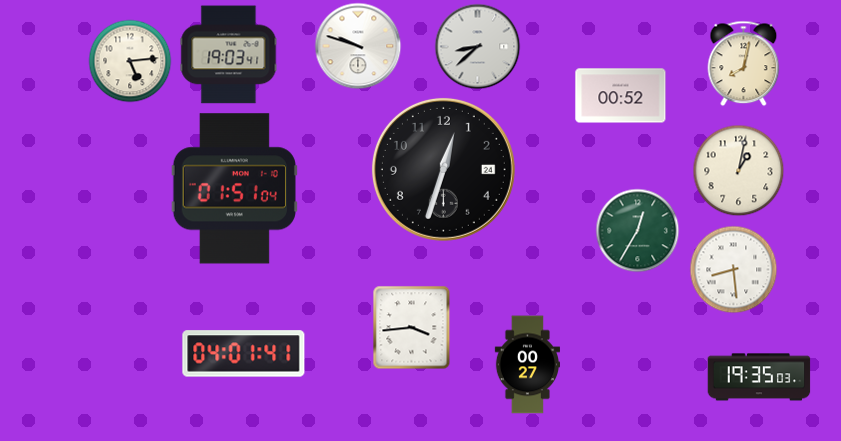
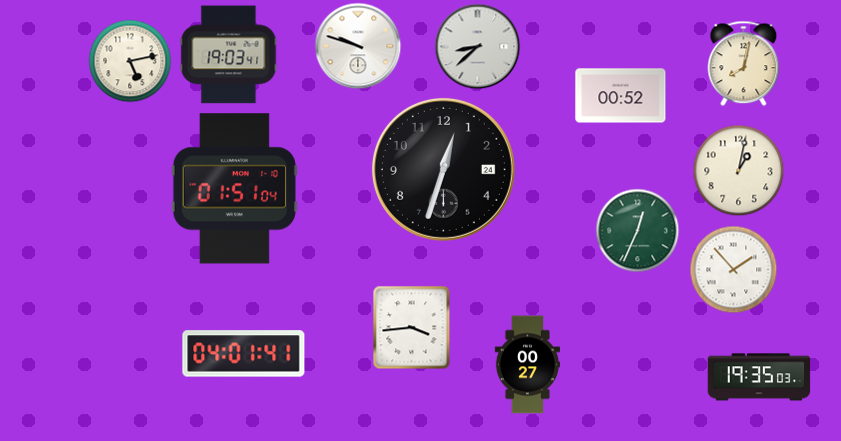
clock at (130, 61): 5:14 -> 5:13
clock at (638, 231): 12:35 -> 12:34
clock at (734, 270): 8:29 -> 1:53
